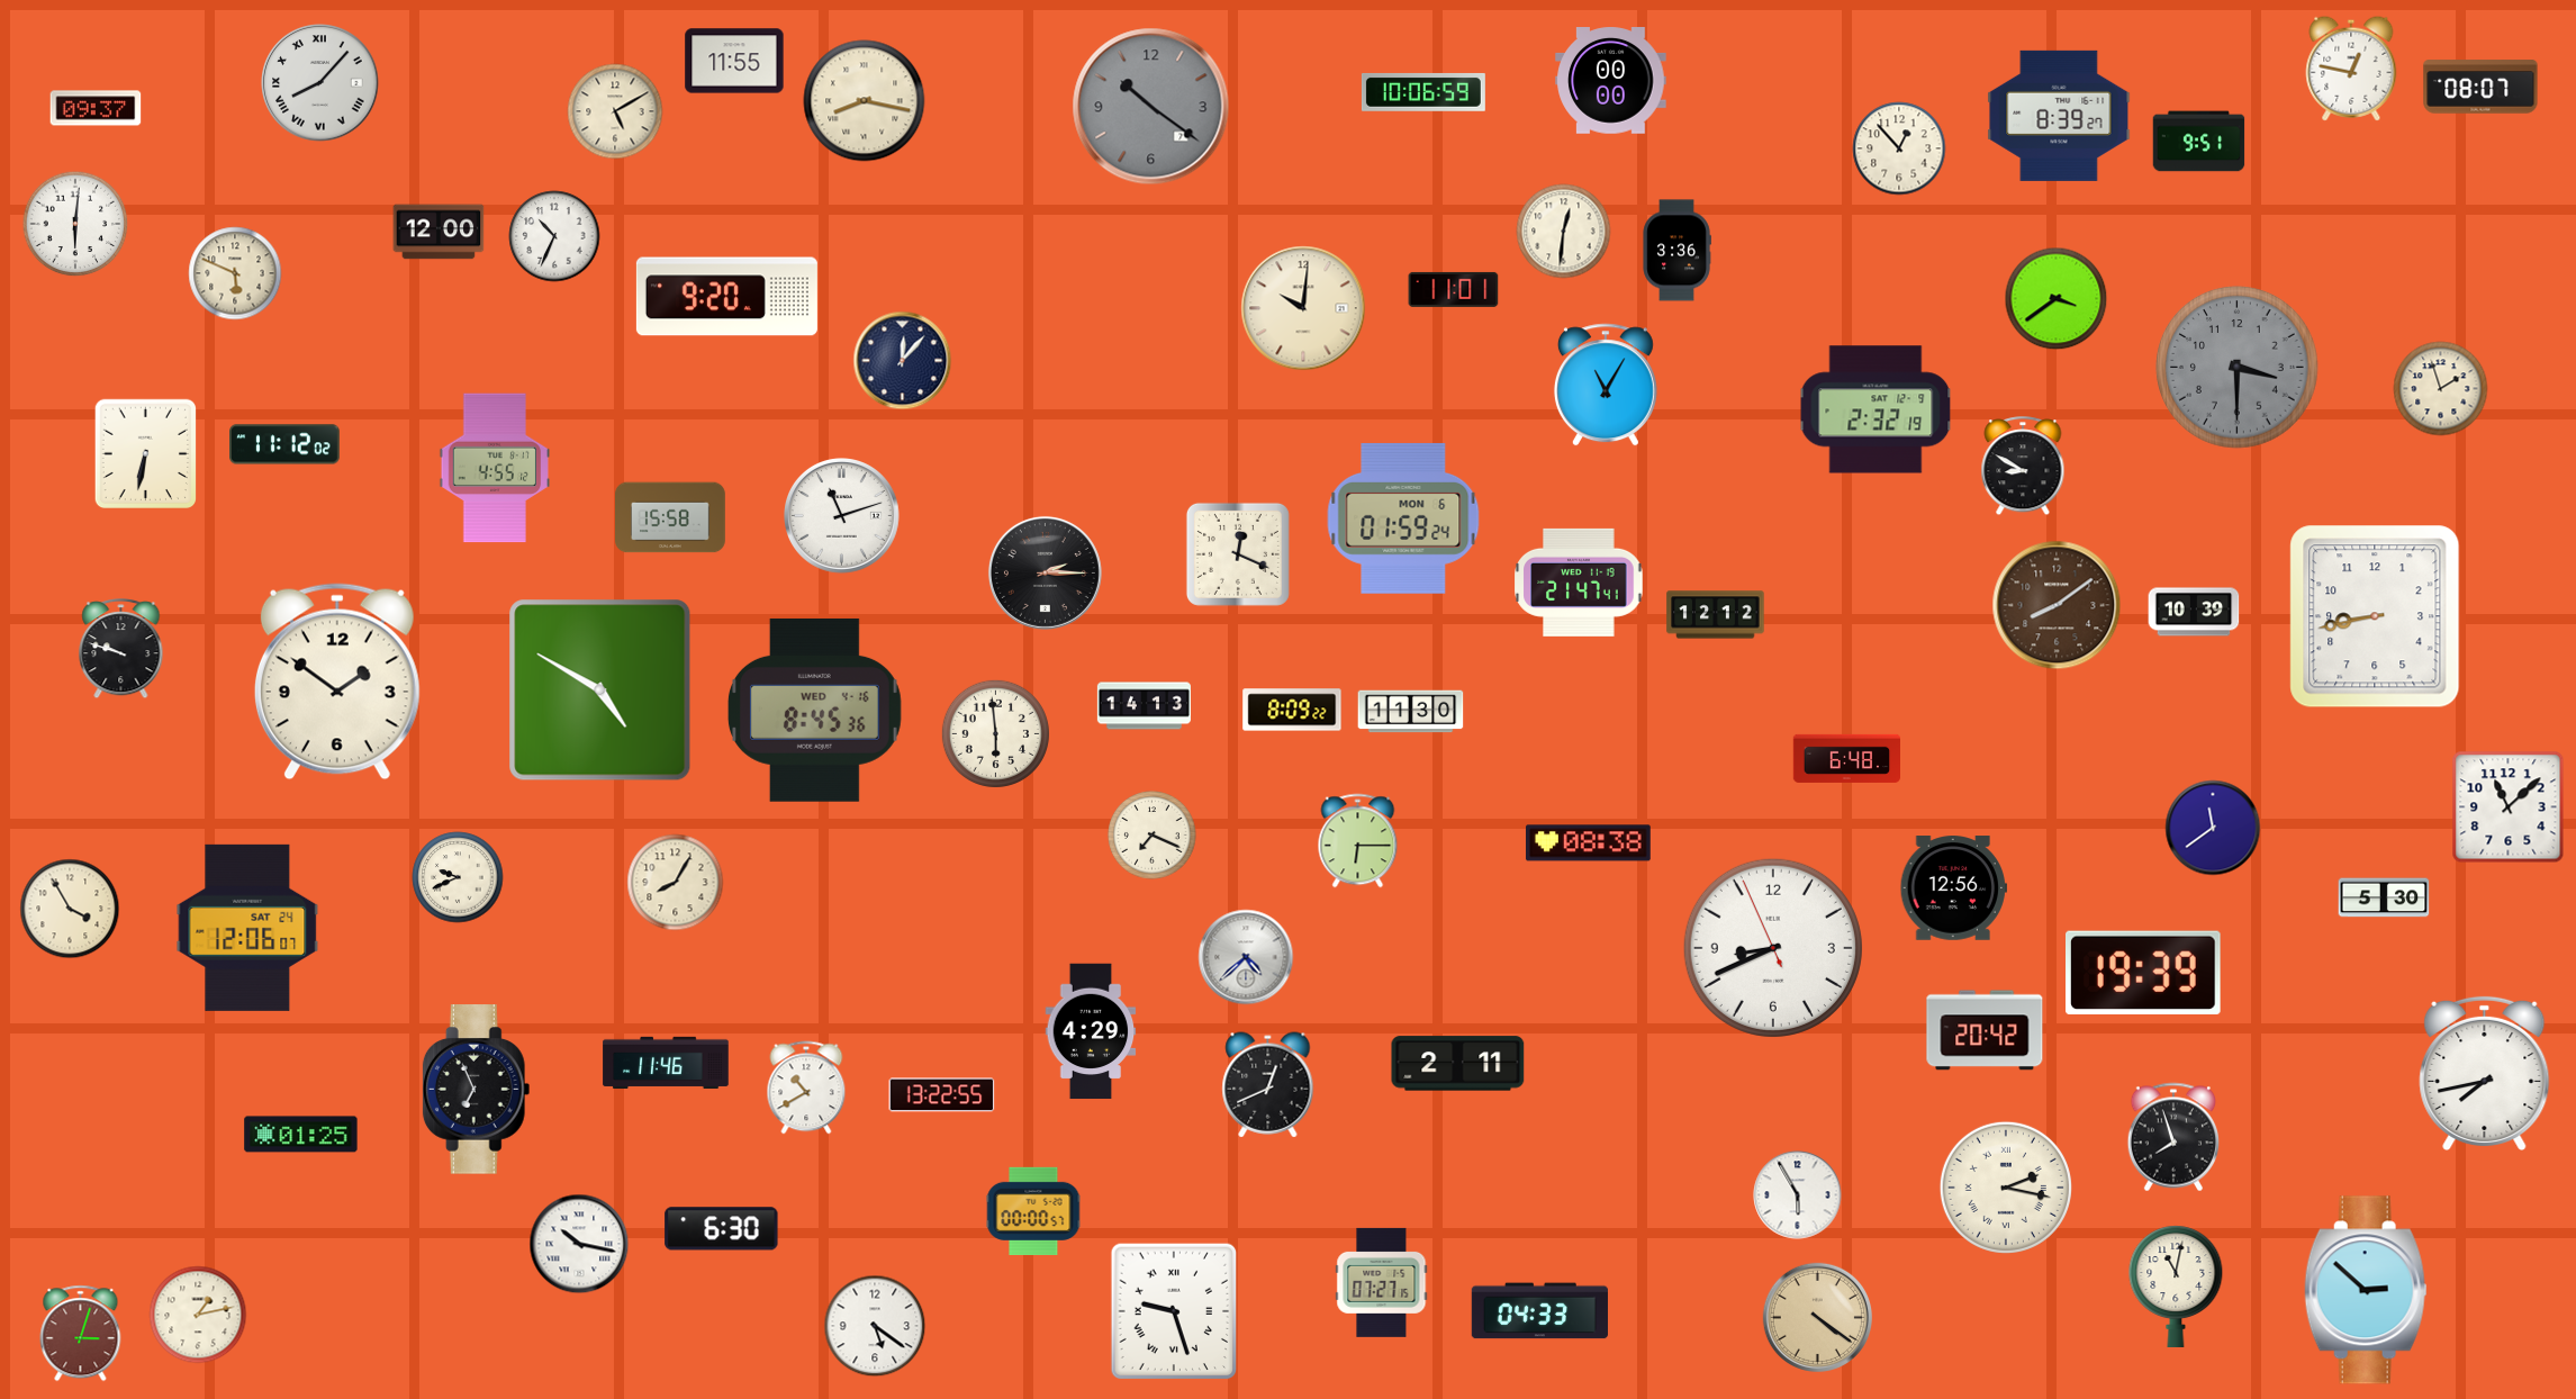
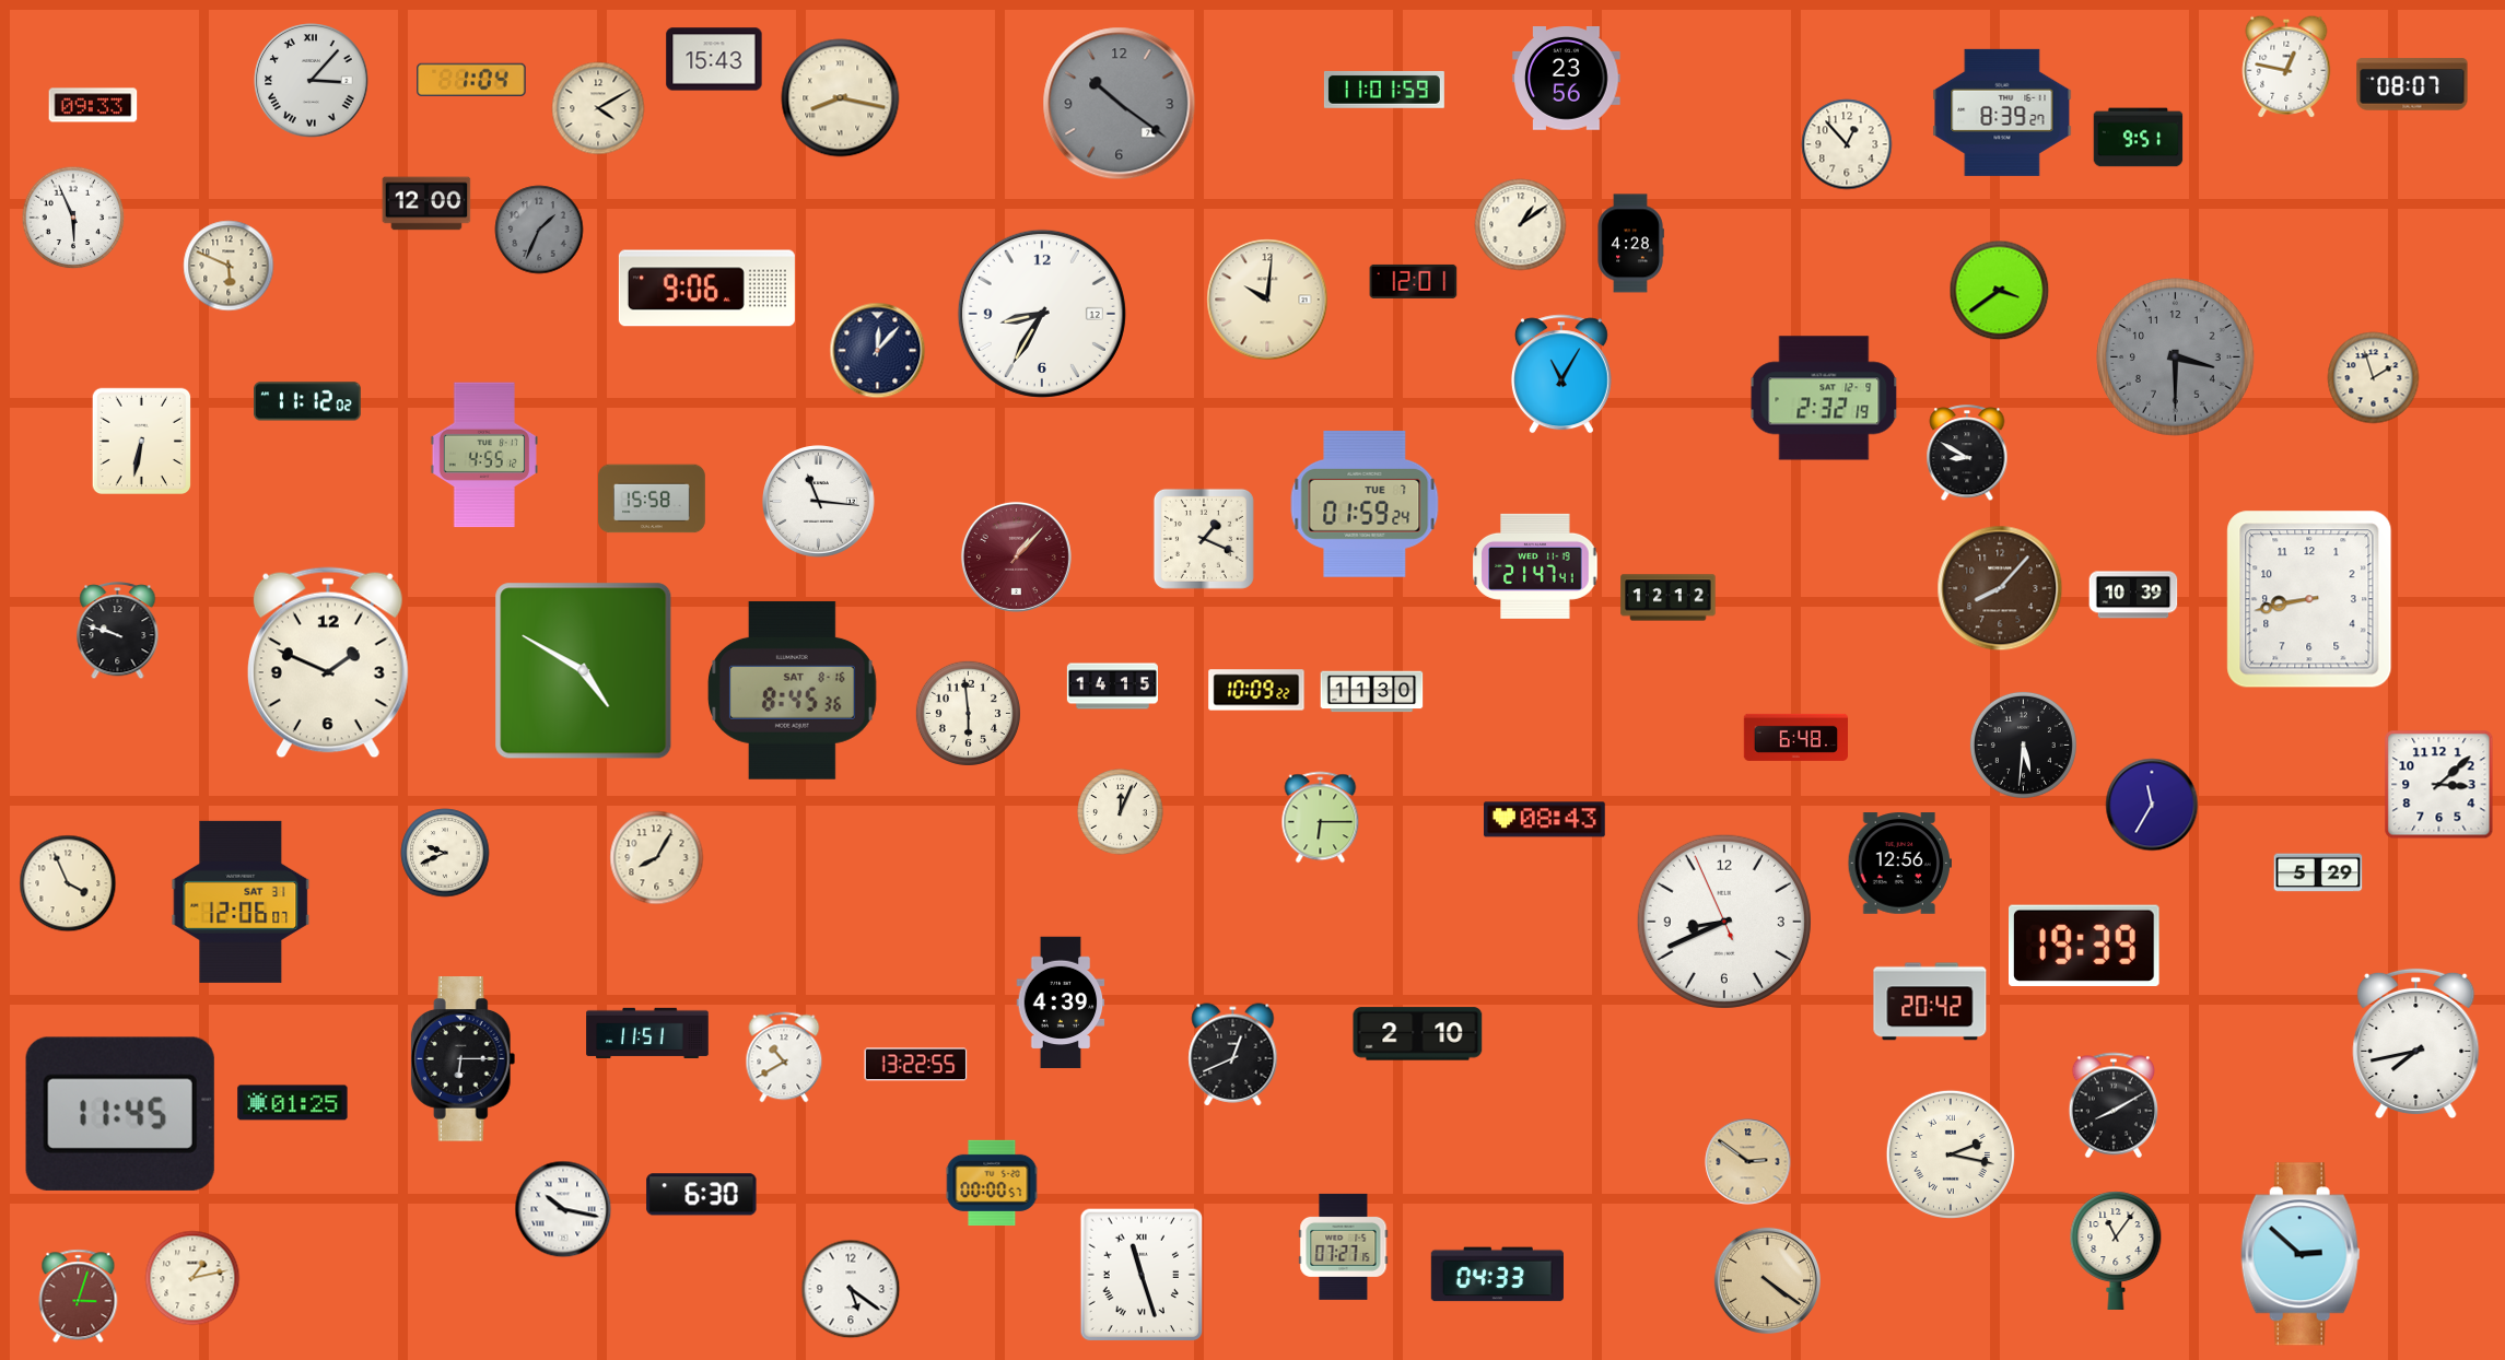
clock at (734, 61): 11:55 -> 15:43
clock at (1611, 81): 00:00 -> 23:56
clock at (471, 80): none -> 1:04
clock at (320, 83): 8:07 -> 3:07
clock at (1423, 92): 10:06 -> 11:01
clock at (96, 108): 09:37 -> 09:33
clock at (615, 111): 5:10 -> 4:10
clock at (75, 224): 6:01 -> 5:56
clock at (439, 232) position: (439, 232) -> (426, 203)
clock at (1564, 232): 12:31 -> 1:09
clock at (554, 236): 10:34 -> 1:34
clock at (554, 236) dial: white -> grey
clock at (1676, 251): 3:36 -> 4:28
clock at (1454, 289): 11:01 -> 12:01
clock at (726, 297): 9:20 -> 9:06
clock at (1042, 314): none -> 8:35
clock at (286, 444) position: (286, 444) -> (308, 401)
clock at (495, 468) position: (495, 468) -> (484, 455)
clock at (842, 516): 11:12 -> 11:16
clock at (671, 517) position: (671, 517) -> (653, 499)
clock at (1403, 518) date: MON 6 -> TUE 7
clock at (1238, 554): 12:19 -> 1:19
clock at (1045, 572): 2:15 -> 1:07
clock at (1045, 572) dial: black -> burgundy
clock at (2057, 605): 8:09 -> 8:07
clock at (337, 682): 1:51 -> 1:49
clock at (1144, 706): 14:13 -> 14:15
clock at (814, 710) date: WED 4-16 -> SAT 8-16
clock at (1292, 710): 8:09 -> 10:09
clock at (2023, 745): none -> 5:31
clock at (2509, 807): 11:08 -> 3:08
clock at (2213, 828): 11:39 -> 11:35
clock at (1153, 836): 7:19 -> 12:04
clock at (1588, 843): 08:38 -> 08:43
clock at (2384, 897): 5:30 -> 5:29
clock at (70, 909): 3:55 -> 3:56
clock at (247, 928) date: SAT 24 -> SAT 31
clock at (1246, 957): 4:38 -> none
clock at (1091, 1031): 4:29 -> 4:39
clock at (666, 1063): 11:46 -> 11:51
clock at (1458, 1064): 2:11 -> 2:10
clock at (477, 1090): 6:56 -> 6:15
clock at (2172, 1137): 7:57 -> 8:10
clock at (120, 1114): none -> 11:45
clock at (1798, 1195): 5:55 -> 2:51
clock at (1798, 1195) dial: white -> champagne
clock at (1033, 1211) position: (1033, 1211) -> (992, 1183)
clock at (2176, 1287): 11:02 -> 11:06
clock at (1174, 1311): 9:27 -> 11:27
